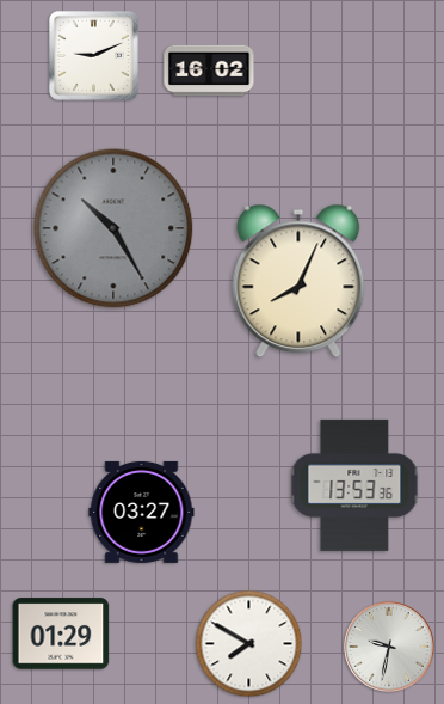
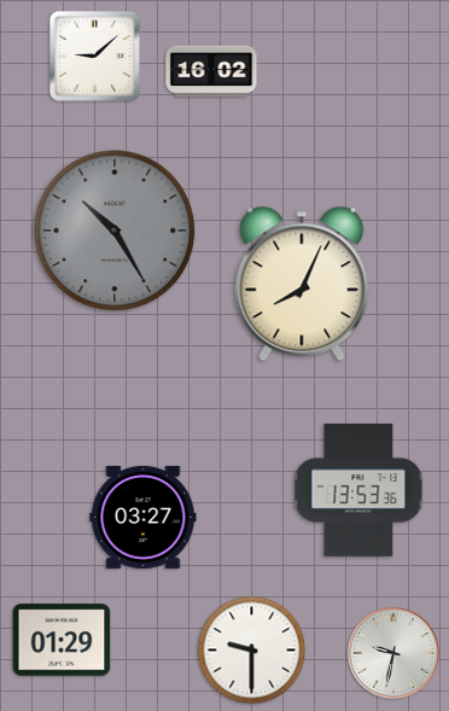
clock at (93, 55): 9:11 -> 9:08
clock at (249, 644): 7:50 -> 9:30
